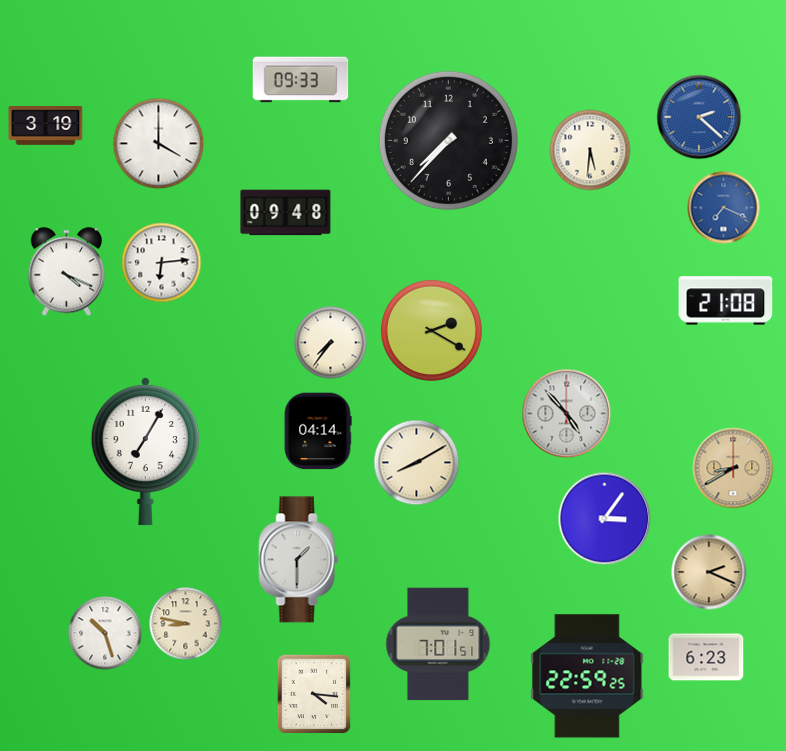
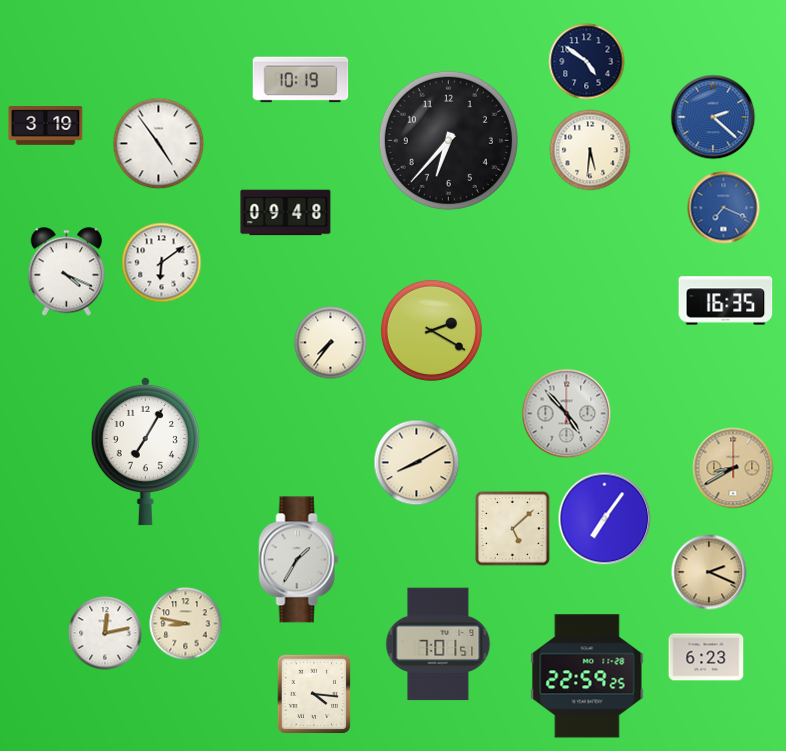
clock at (587, 62): none -> 4:51
clock at (301, 80): 09:33 -> 10:19
clock at (699, 117) position: (699, 117) -> (713, 117)
clock at (448, 140): 7:37 -> 6:37
clock at (159, 144): 4:00 -> 4:54
clock at (162, 263): 6:14 -> 6:09
clock at (726, 301): 21:08 -> 16:35
clock at (318, 431): 04:14 -> none
clock at (605, 519): 3:06 -> 7:06
clock at (512, 528): none -> 5:08
clock at (299, 560): 1:30 -> 1:35
clock at (105, 633): 10:27 -> 12:13
